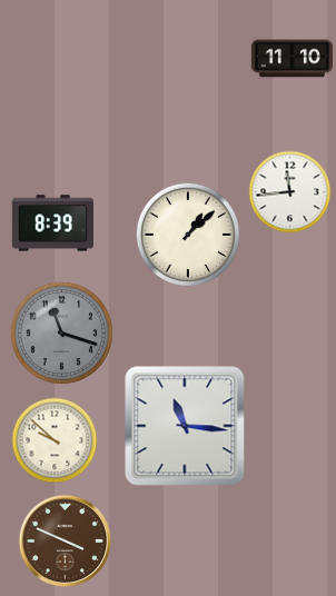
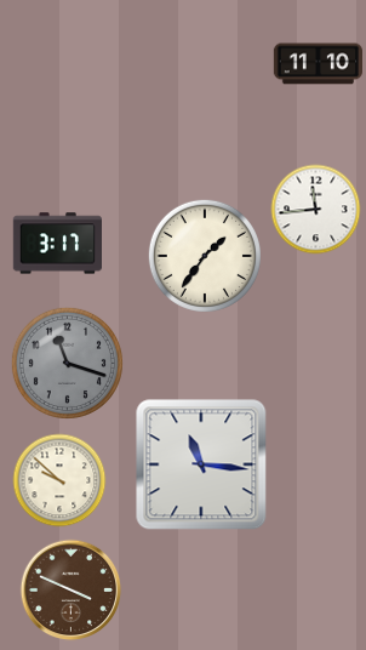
clock at (52, 223): 8:39 -> 3:17
clock at (188, 235): 1:08 -> 1:36
